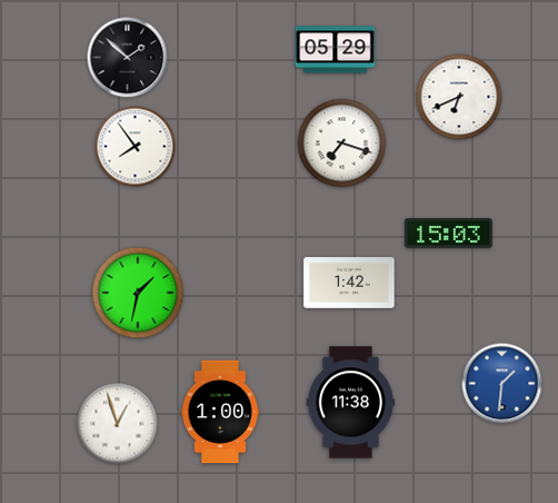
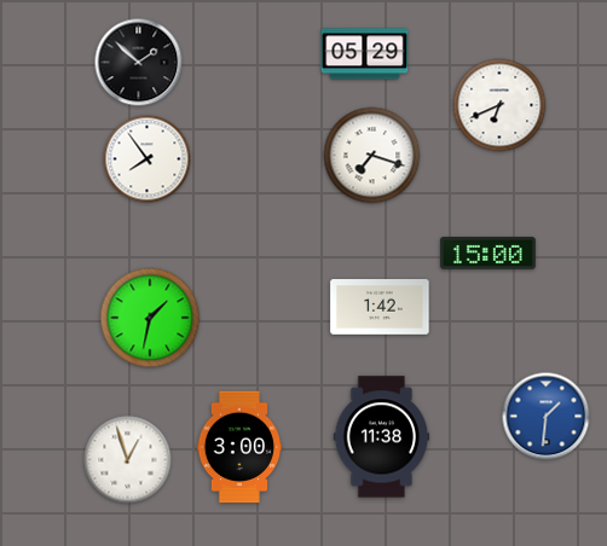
clock at (448, 234): 15:03 -> 15:00
clock at (220, 412): 1:00 -> 3:00
